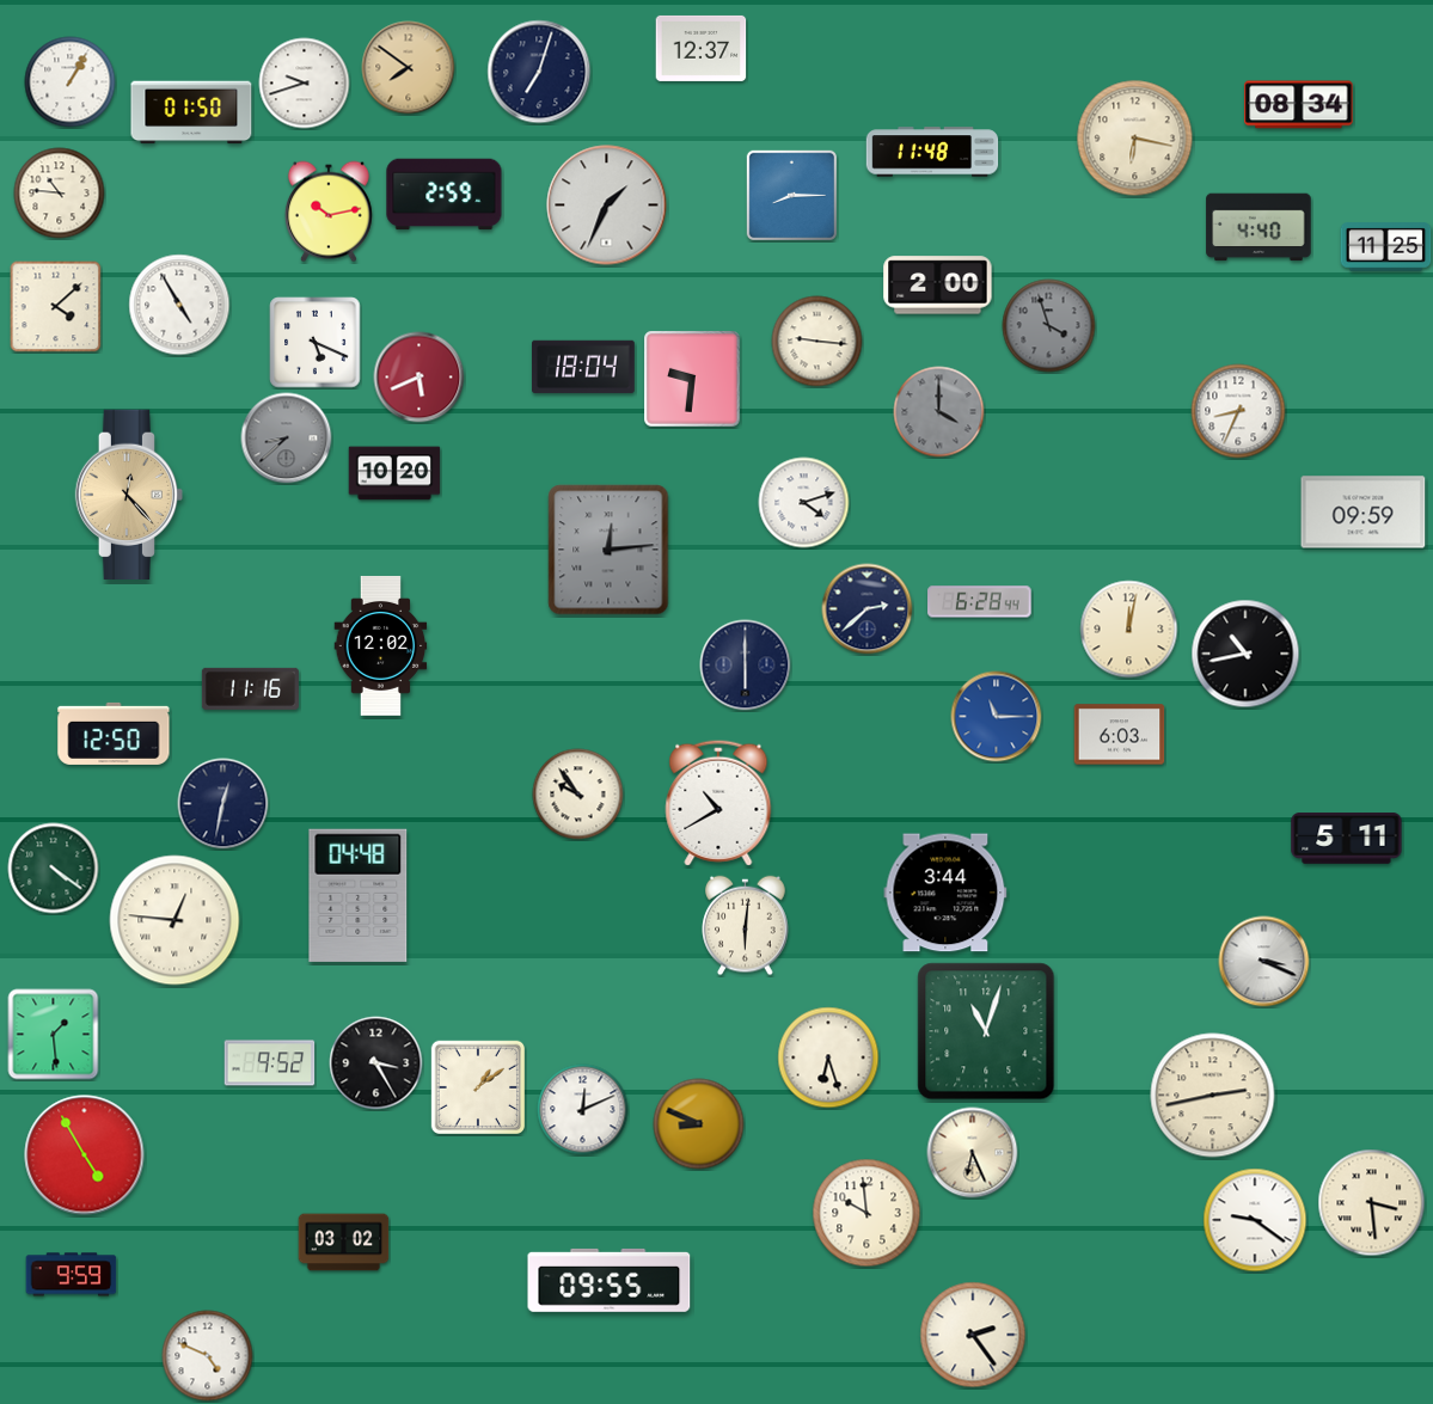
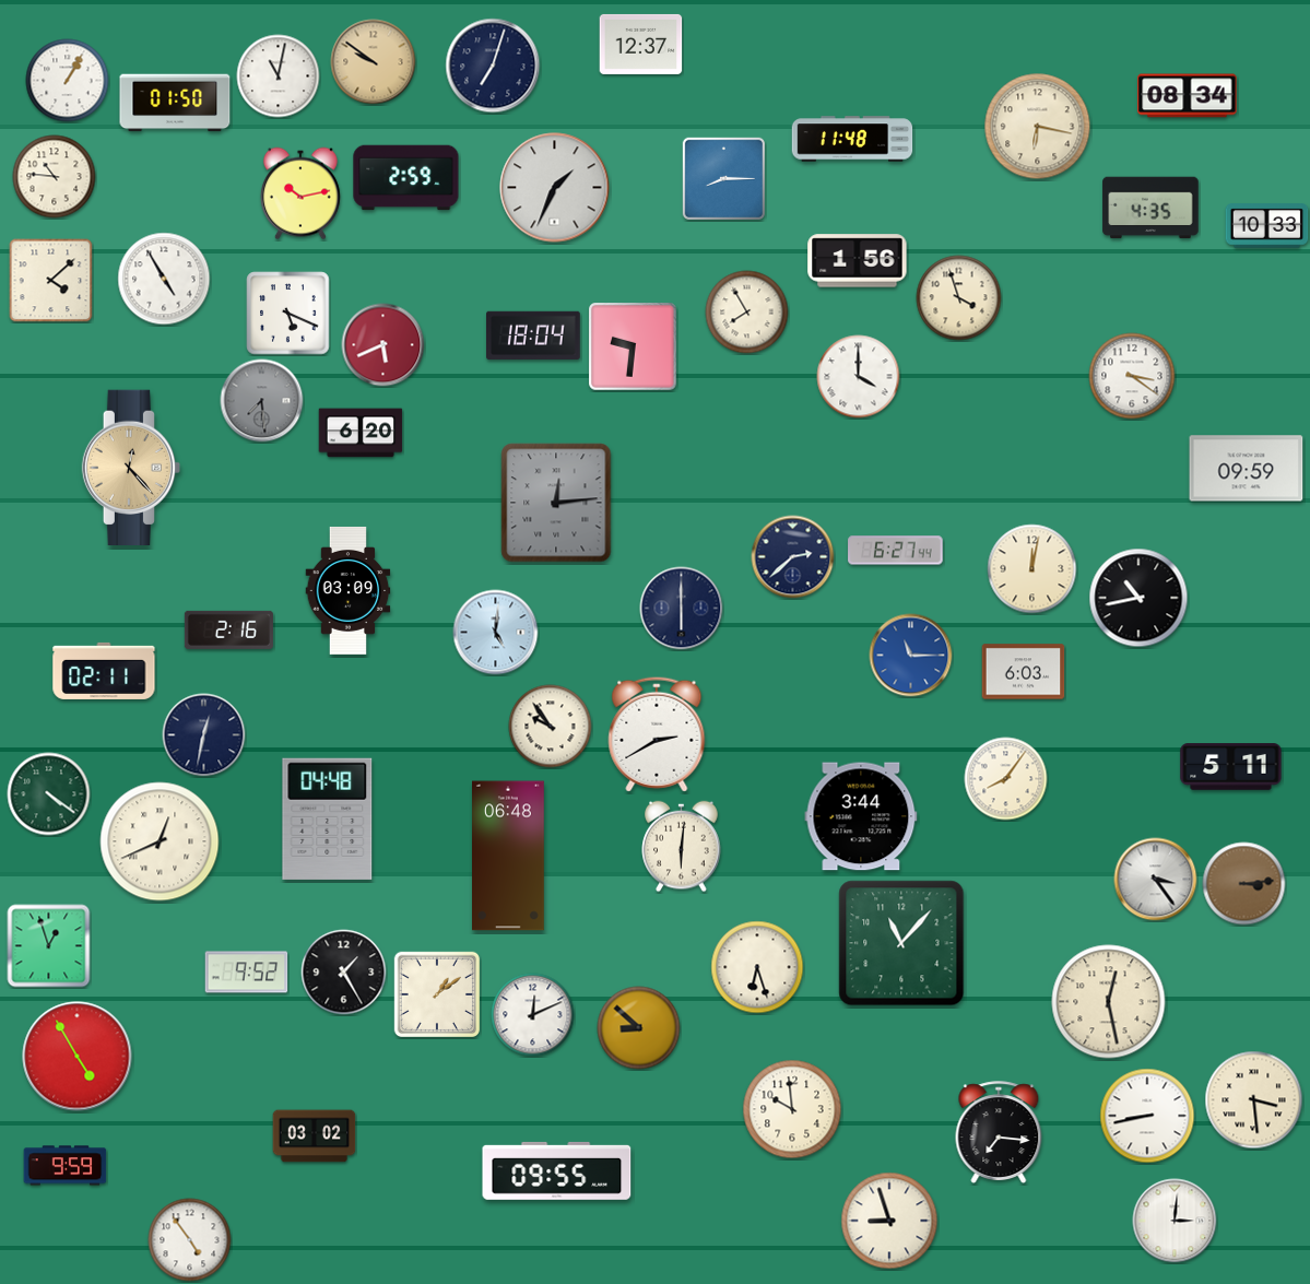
clock at (409, 68): 7:51 -> 9:51
clock at (71, 82) position: (71, 82) -> (68, 81)
clock at (305, 84): 9:42 -> 11:02
clock at (1259, 227): 4:40 -> 4:35
clock at (1386, 247): 11:25 -> 10:33
clock at (938, 286): 2:00 -> 1:56
clock at (1049, 326) dial: grey -> cream
clock at (817, 342): 9:16 -> 7:55
clock at (1238, 411): 8:34 -> 3:21
clock at (939, 412) dial: grey -> white
clock at (287, 439): 8:38 -> 7:29
clock at (394, 473): 10:20 -> 6:20
clock at (129, 493) position: (129, 493) -> (131, 467)
clock at (804, 503): 4:12 -> none
clock at (980, 602): 6:28 -> 6:27
clock at (1129, 630) position: (1129, 630) -> (1032, 569)
clock at (381, 645): 12:02 -> 03:09
clock at (250, 688): 11:16 -> 2:16
clock at (496, 633): none -> 5:01
clock at (114, 734): 12:50 -> 02:11
clock at (578, 795) position: (578, 795) -> (551, 727)
clock at (718, 803): 10:40 -> 2:40
clock at (1006, 779): none -> 8:06
clock at (945, 893) position: (945, 893) -> (861, 816)
clock at (174, 920): 12:46 -> 12:41
clock at (509, 856): none -> 06:48
clock at (1264, 962): 3:19 -> 3:24
clock at (1244, 884): none -> 3:14
clock at (986, 1031): 11:03 -> 11:07
clock at (54, 1035): 1:29 -> 12:57
clock at (376, 1063): 3:25 -> 1:25
clock at (1213, 1096): 2:43 -> 12:28
clock at (699, 1124): 8:49 -> 8:52
clock at (973, 1153): 6:26 -> none
clock at (1255, 1220): 9:21 -> 8:43
clock at (999, 1132): none -> 7:16
clock at (973, 1335): 2:24 -> 8:57
clock at (1175, 1221): none -> 3:01
clock at (208, 1356): 4:49 -> 4:54
